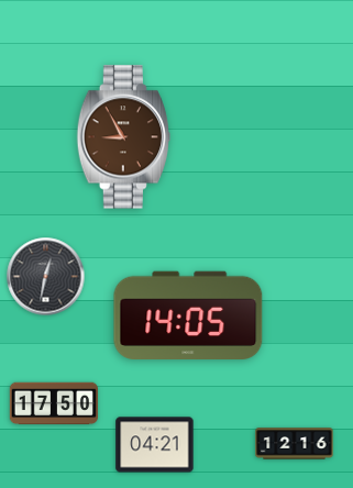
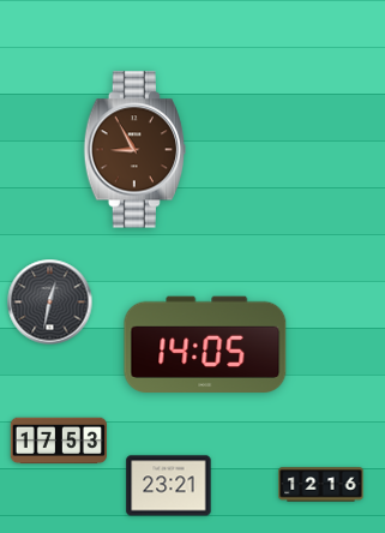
clock at (53, 403): 17:50 -> 17:53
clock at (155, 445): 04:21 -> 23:21
